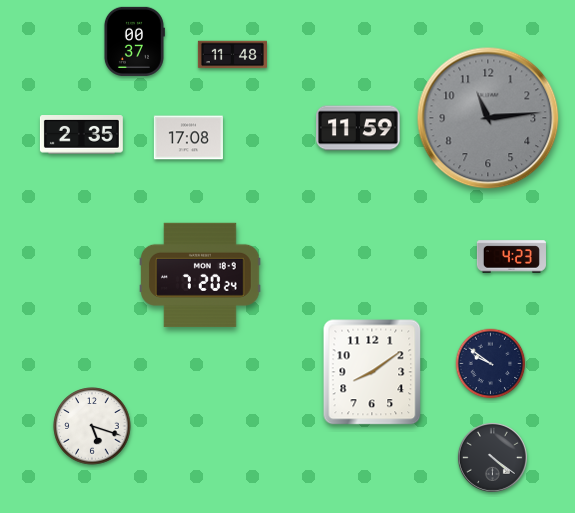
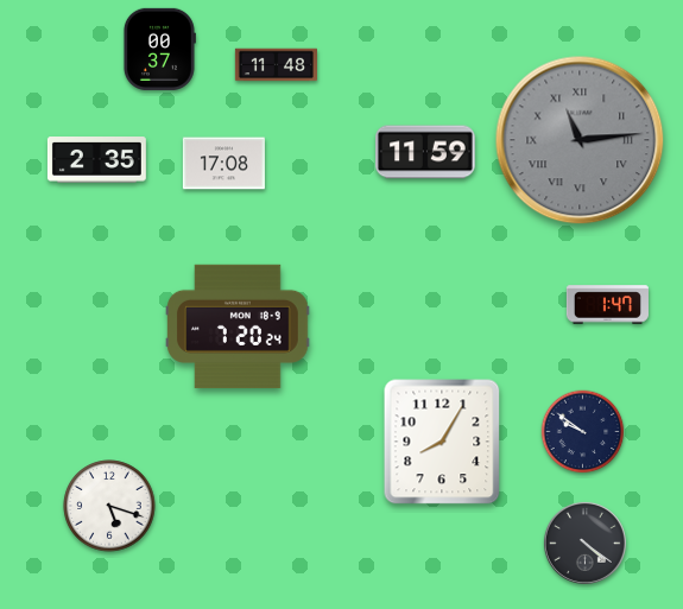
clock at (488, 118) numerals: Arabic -> Roman
clock at (511, 257): 4:23 -> 1:47
clock at (372, 372): 8:09 -> 8:05
